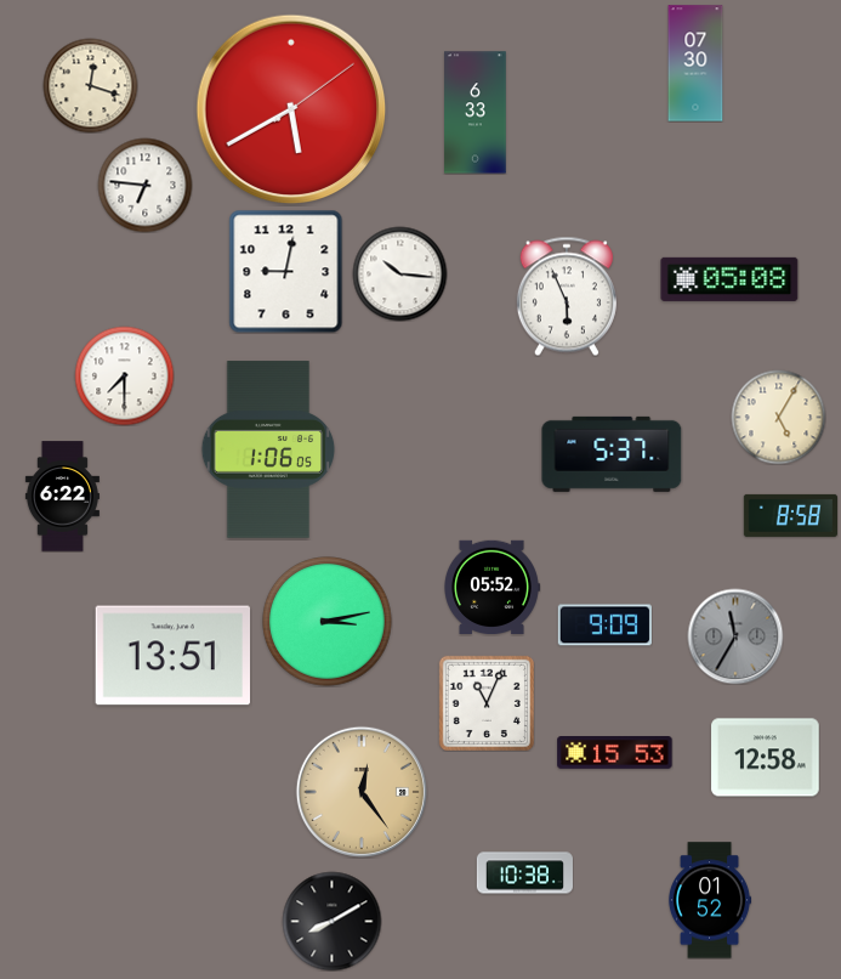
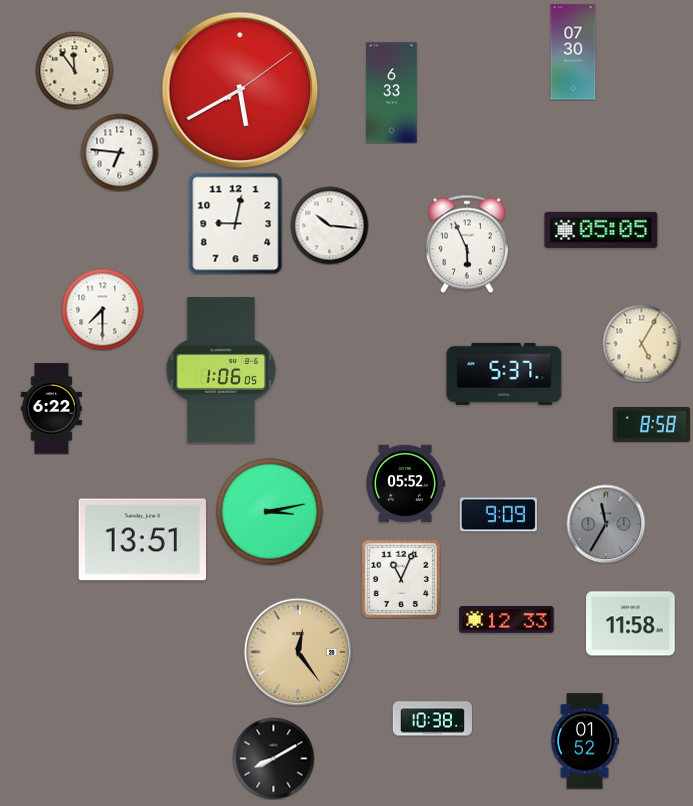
clock at (90, 85): 12:18 -> 11:54
clock at (729, 279): 05:08 -> 05:05
clock at (615, 753): 15:53 -> 12:33
clock at (766, 758): 12:58 -> 11:58
